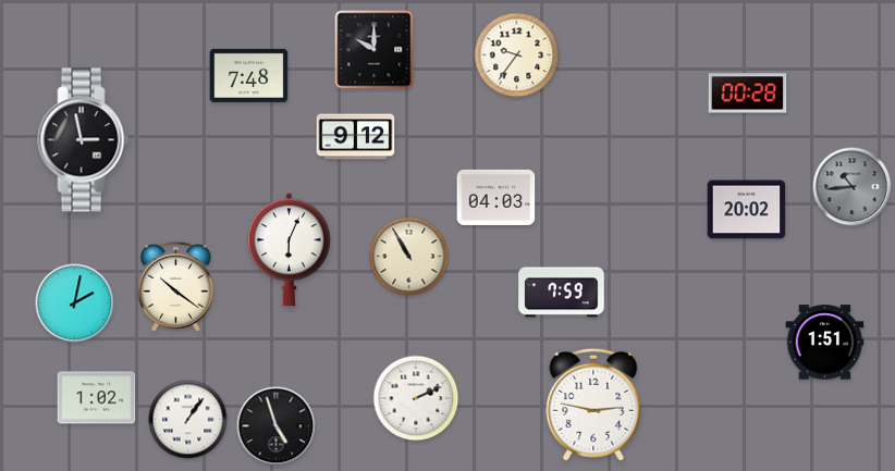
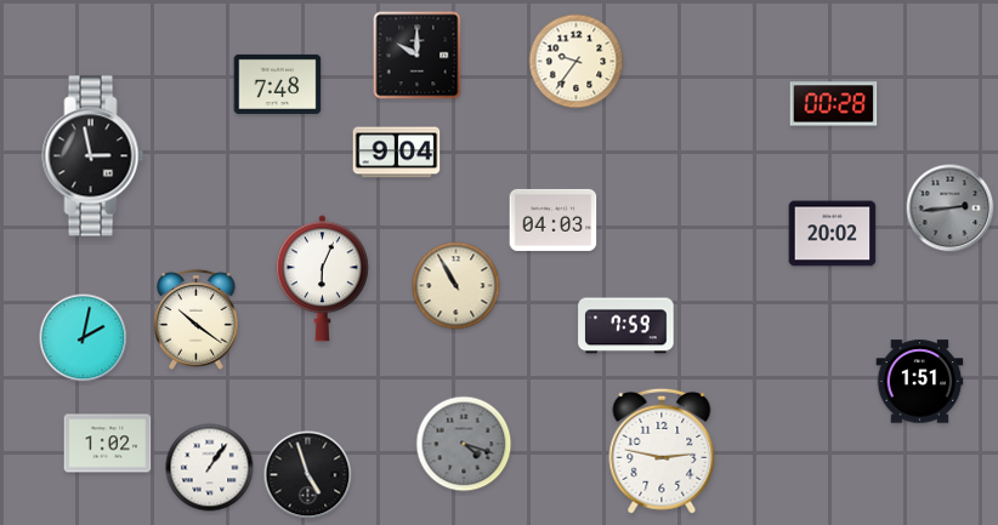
clock at (356, 137): 9:12 -> 9:04
clock at (853, 187): 10:44 -> 2:44
clock at (416, 398): 2:11 -> 4:18
clock at (416, 398) dial: white -> grey
